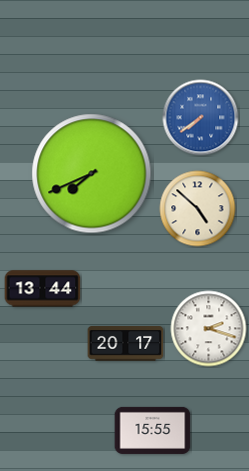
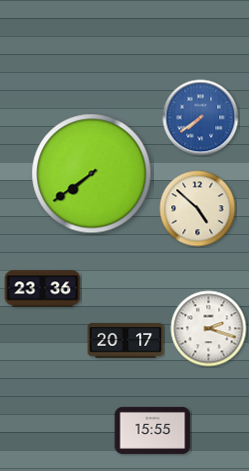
clock at (92, 174): 7:41 -> 7:39
clock at (43, 289): 13:44 -> 23:36
clock at (126, 344) position: (126, 344) -> (126, 341)
